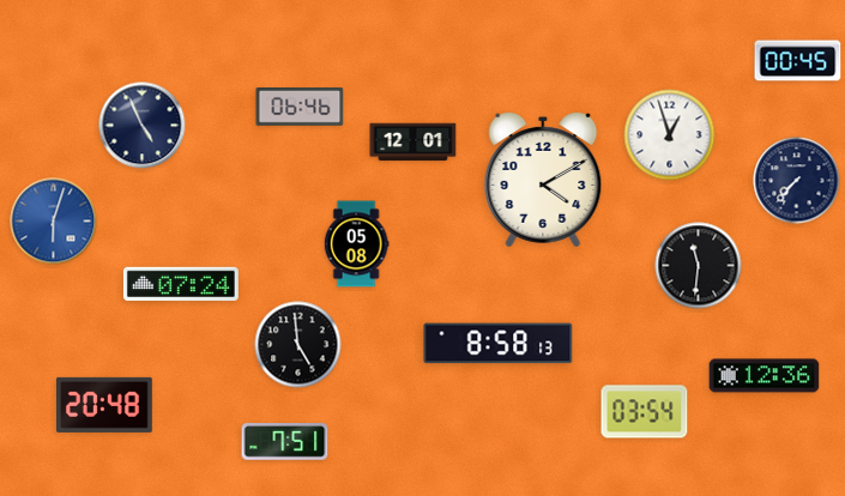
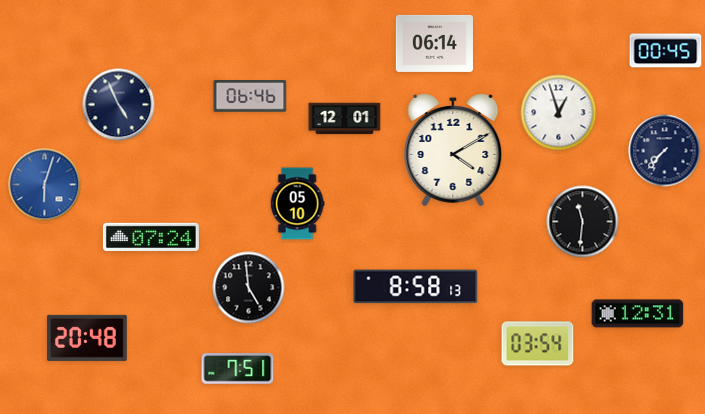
clock at (434, 43): none -> 06:14
clock at (300, 108) position: (300, 108) -> (250, 97)
clock at (356, 244): 05:08 -> 05:10
clock at (765, 376): 12:36 -> 12:31
